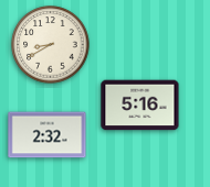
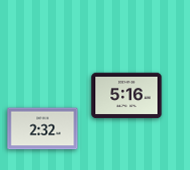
clock at (51, 45): 8:40 -> none
clock at (48, 135) position: (48, 135) -> (43, 129)
